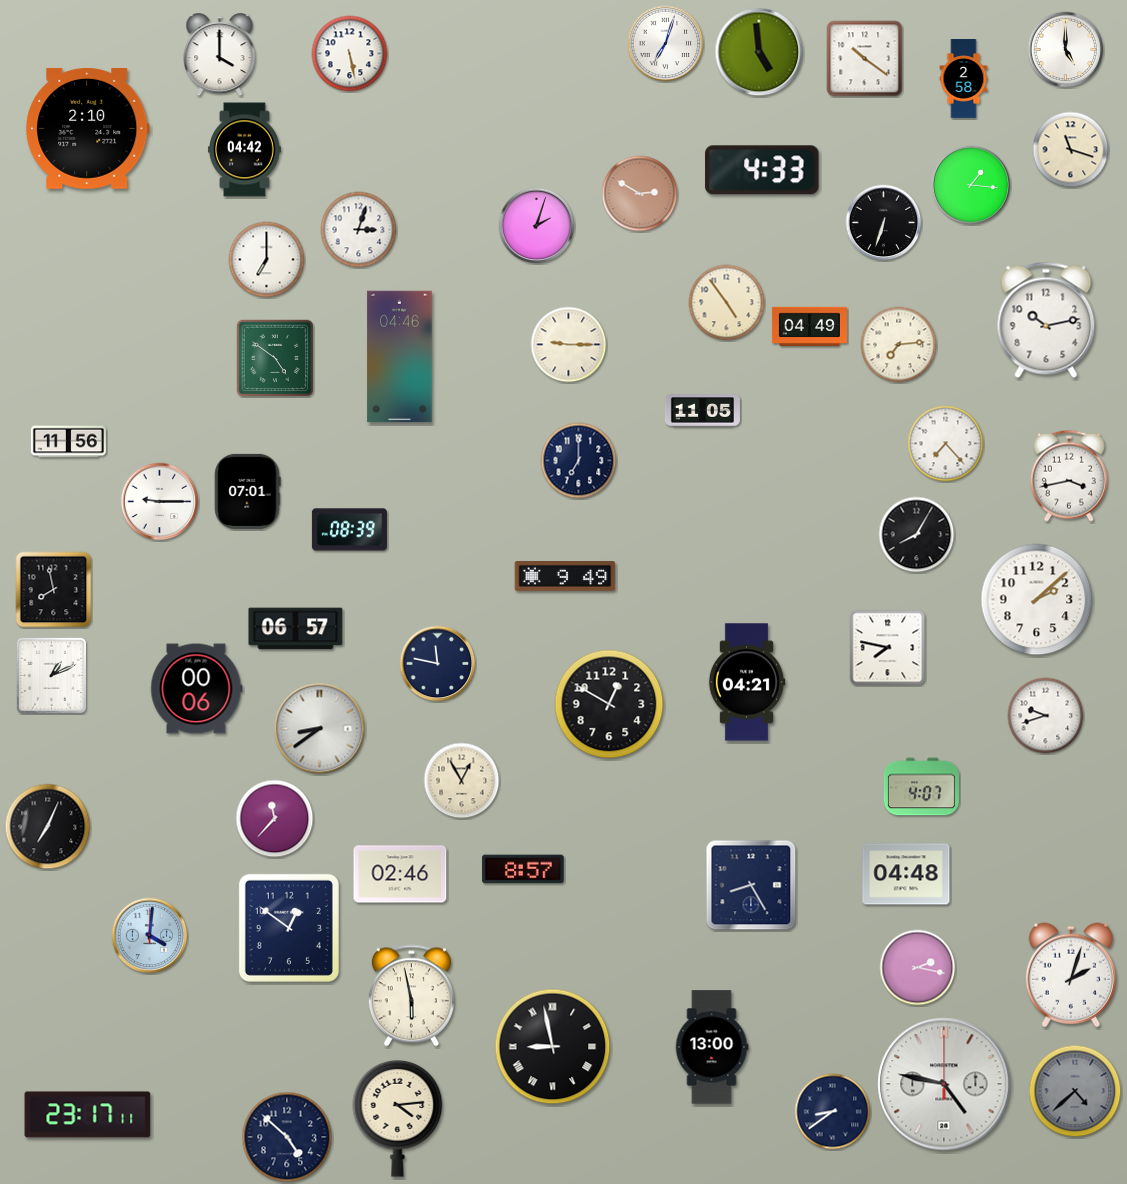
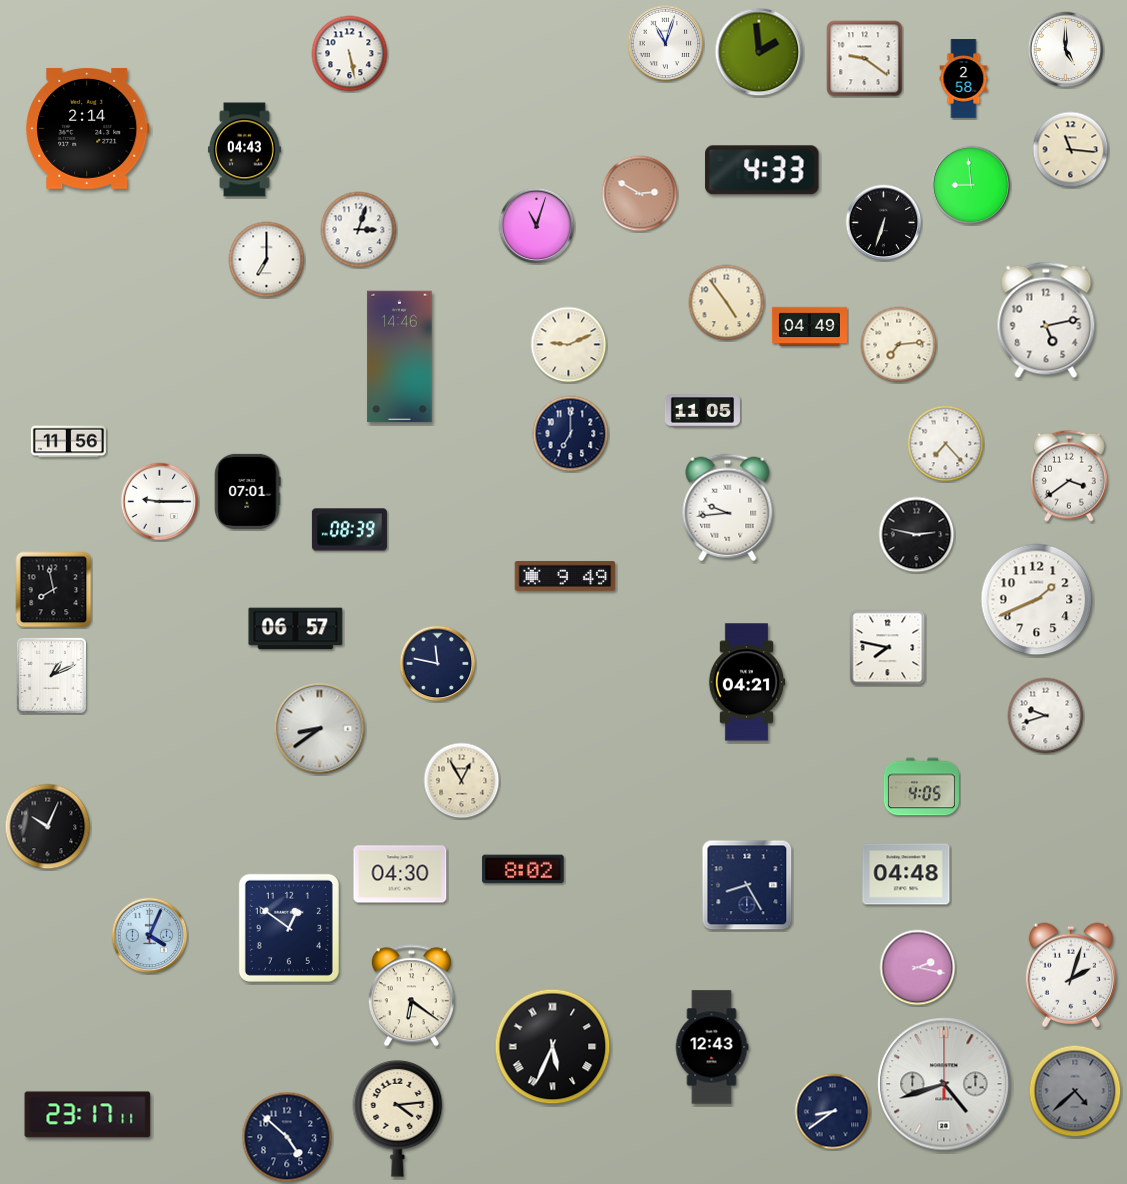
clock at (666, 44): 7:03 -> 11:03
clock at (759, 52): 4:59 -> 1:59
clock at (220, 55): 4:00 -> none
clock at (865, 59): 10:21 -> 9:21
clock at (88, 128): 2:10 -> 2:14
clock at (244, 150): 04:42 -> 04:43
clock at (1071, 150): 11:18 -> 11:16
clock at (971, 185): 1:16 -> 8:59
clock at (537, 226): 2:03 -> 11:03
clock at (1046, 320): 10:13 -> 5:13
clock at (569, 345): 9:15 -> 9:11
clock at (400, 357): 04:46 -> 14:46
clock at (275, 358): 4:51 -> none
clock at (579, 461) position: (579, 461) -> (571, 434)
clock at (1069, 476): 3:43 -> 3:39
clock at (728, 508): none -> 9:44
clock at (917, 535): 8:05 -> 2:47
clock at (1037, 600): 2:08 -> 1:41
clock at (197, 689): 00:06 -> none
clock at (609, 704): 12:50 -> none
clock at (921, 787): 4:07 -> 4:05
clock at (275, 819): 11:37 -> none
clock at (48, 827): 7:04 -> 10:04
clock at (523, 869): 8:57 -> 8:02
clock at (400, 874): 02:46 -> 04:30
clock at (751, 885) position: (751, 885) -> (747, 885)
clock at (150, 936): 4:01 -> 4:04
clock at (411, 996): 5:58 -> 6:21
clock at (553, 1047): 8:58 -> 5:34
clock at (712, 1047): 13:00 -> 12:43
clock at (944, 1084): 4:47 -> 4:42
